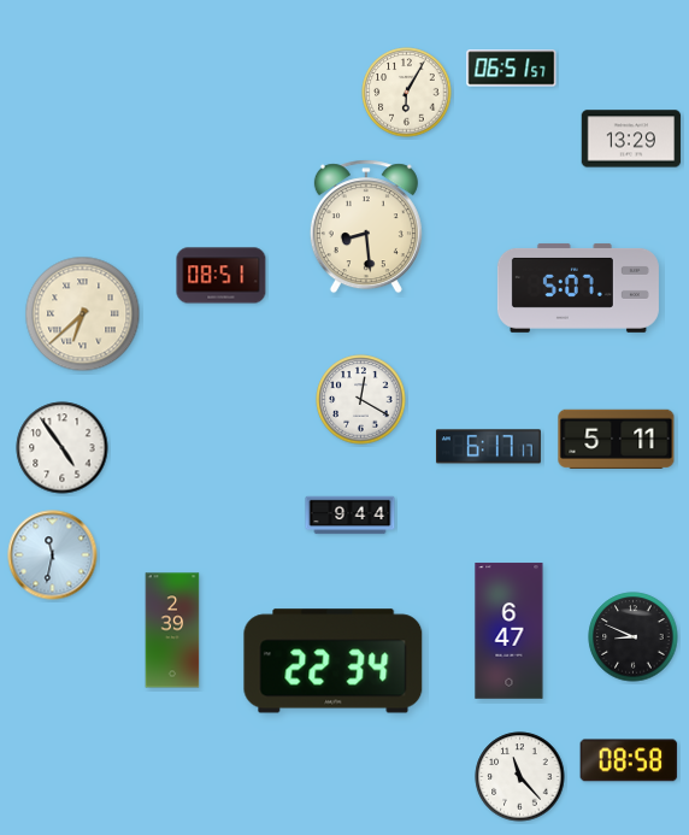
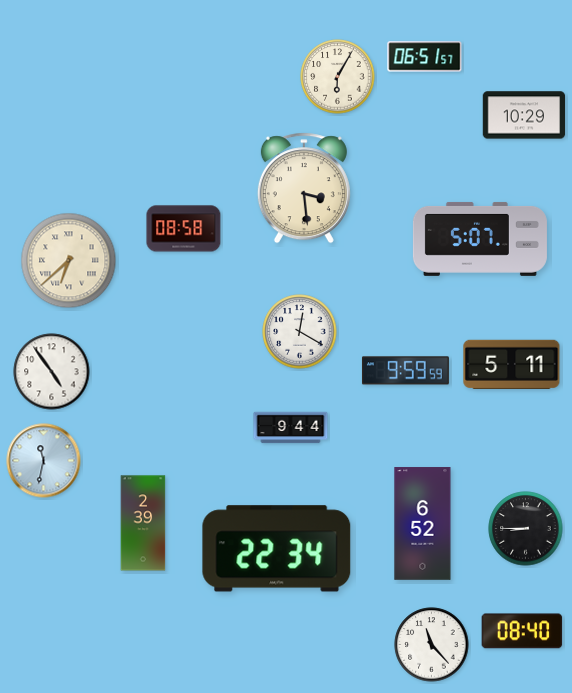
clock at (631, 139): 13:29 -> 10:29
clock at (366, 227): 8:29 -> 3:29
clock at (222, 276): 08:51 -> 08:58
clock at (488, 447): 6:17 -> 9:59
clock at (510, 631): 6:47 -> 6:52
clock at (634, 637): 8:49 -> 8:45
clock at (629, 760): 08:58 -> 08:40
